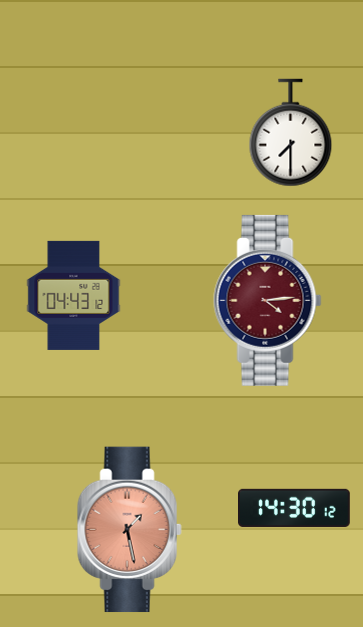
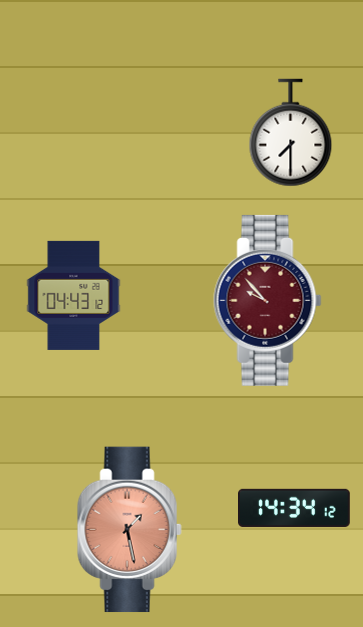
clock at (268, 300): 4:14 -> 9:53
clock at (295, 508): 14:30 -> 14:34
